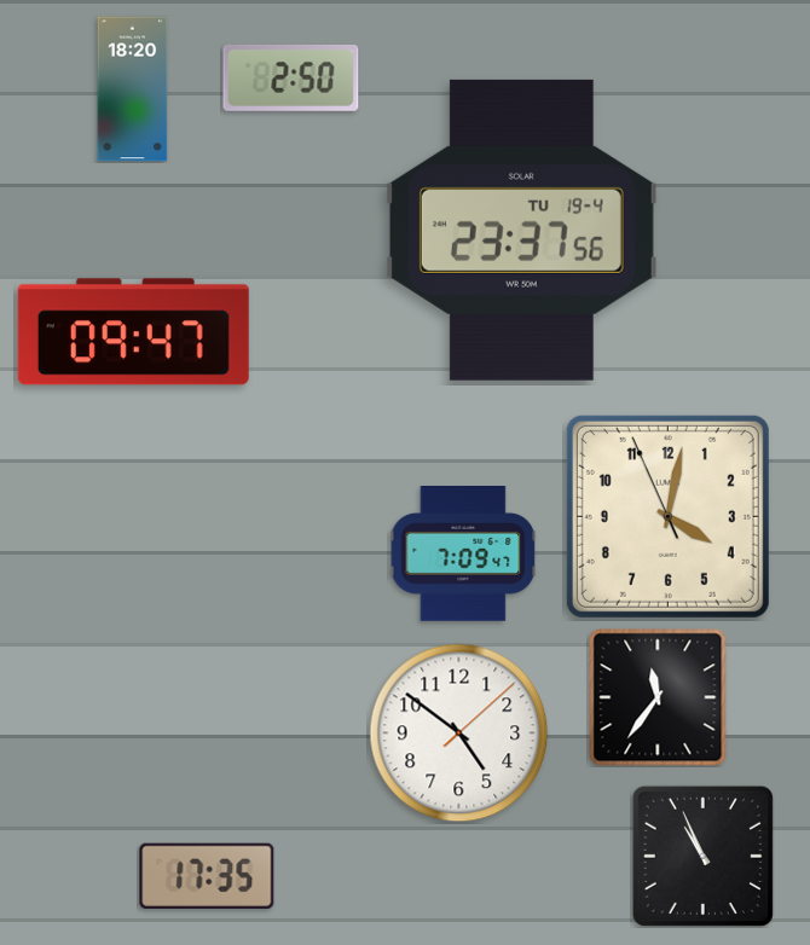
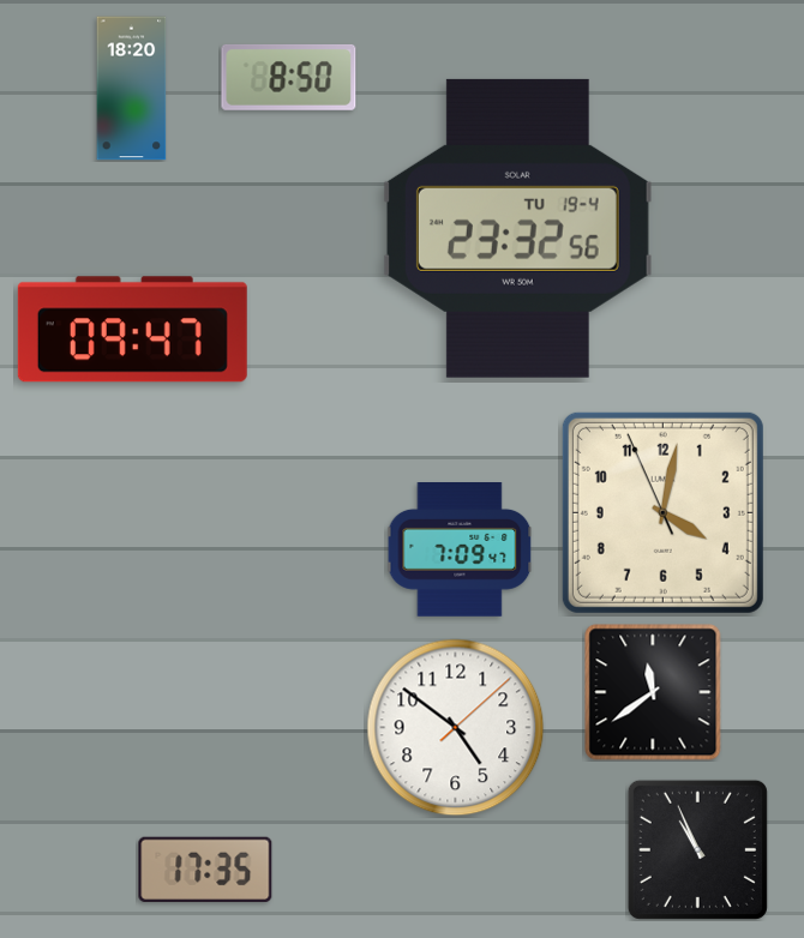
clock at (291, 77): 2:50 -> 8:50
clock at (521, 230): 23:37 -> 23:32
clock at (658, 697): 11:36 -> 11:39
